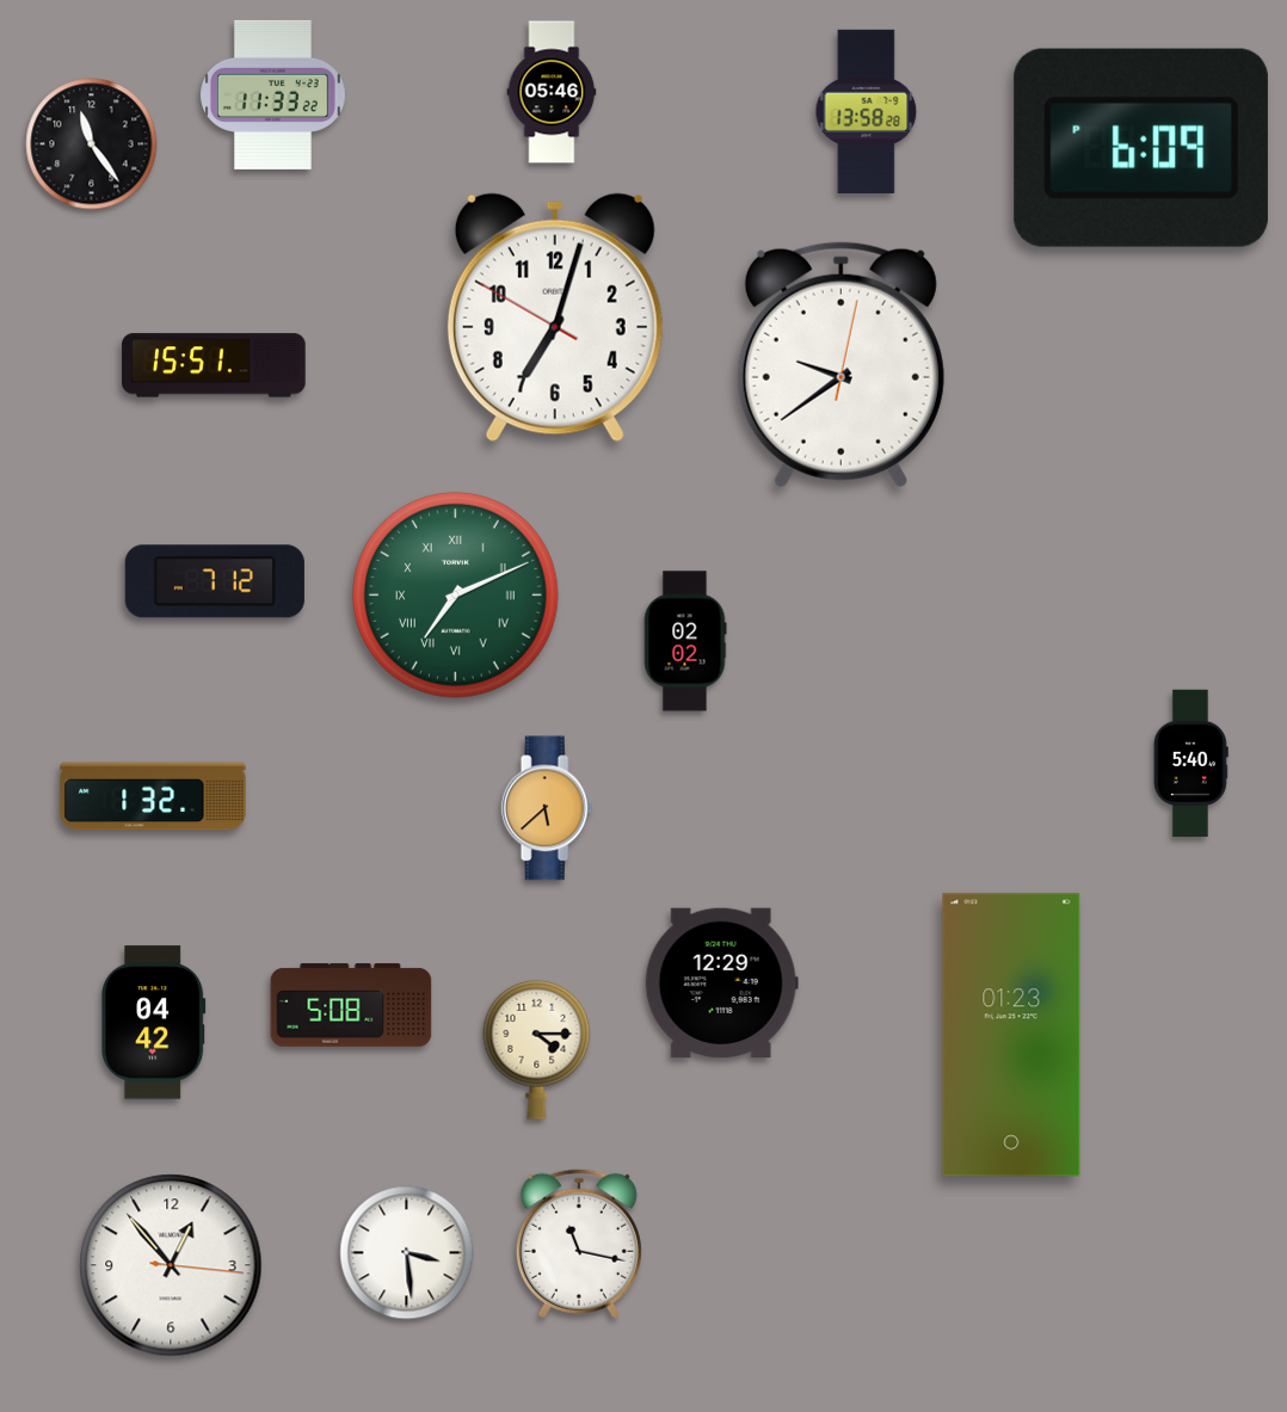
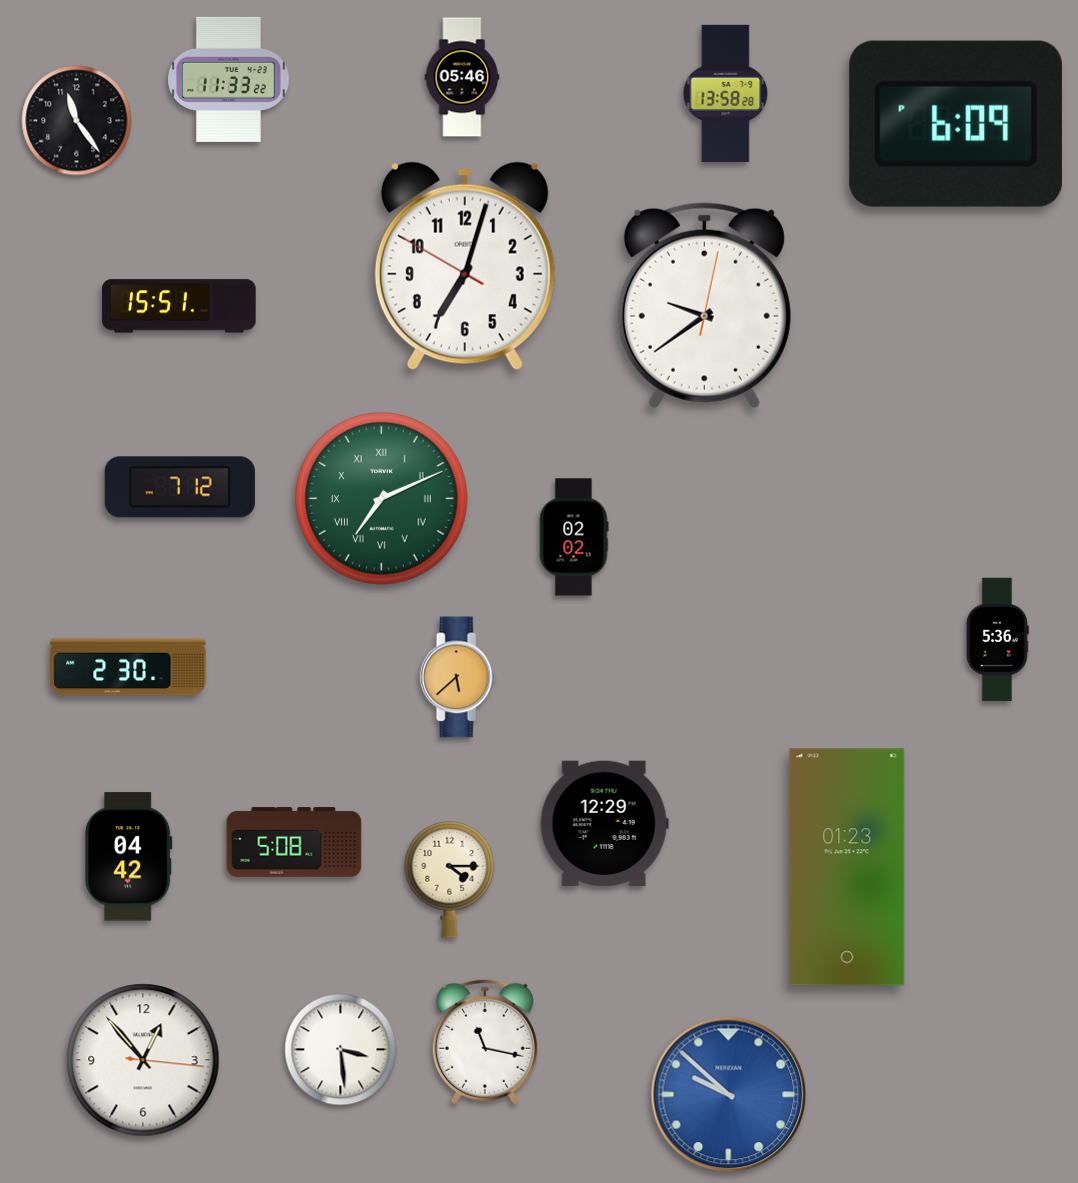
clock at (1190, 764): 5:40 -> 5:36
clock at (153, 796): 1:32 -> 2:30
clock at (729, 1095): none -> 9:52
